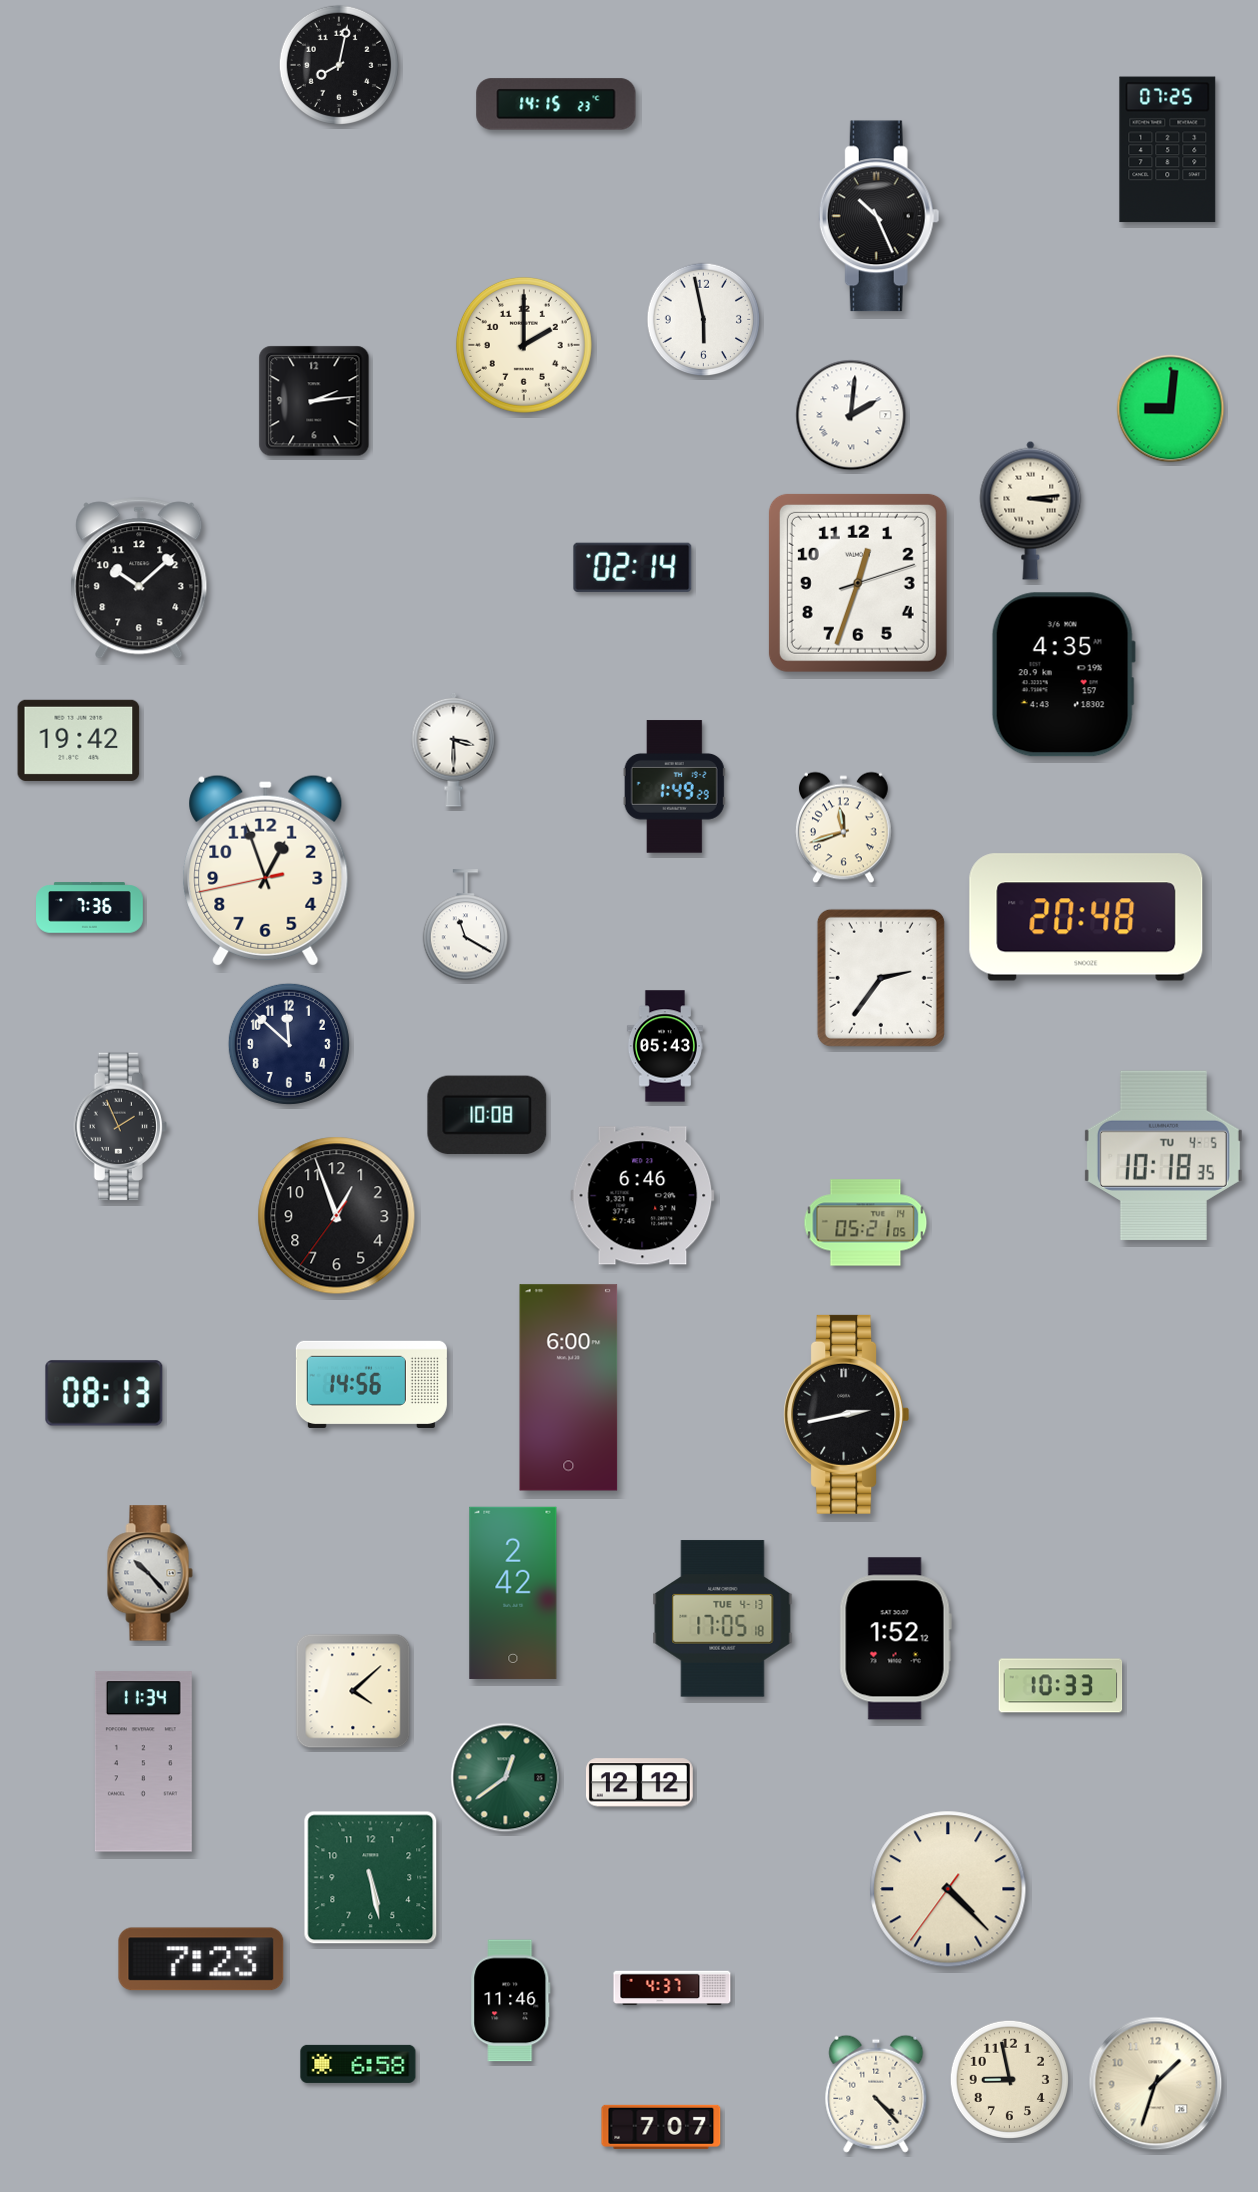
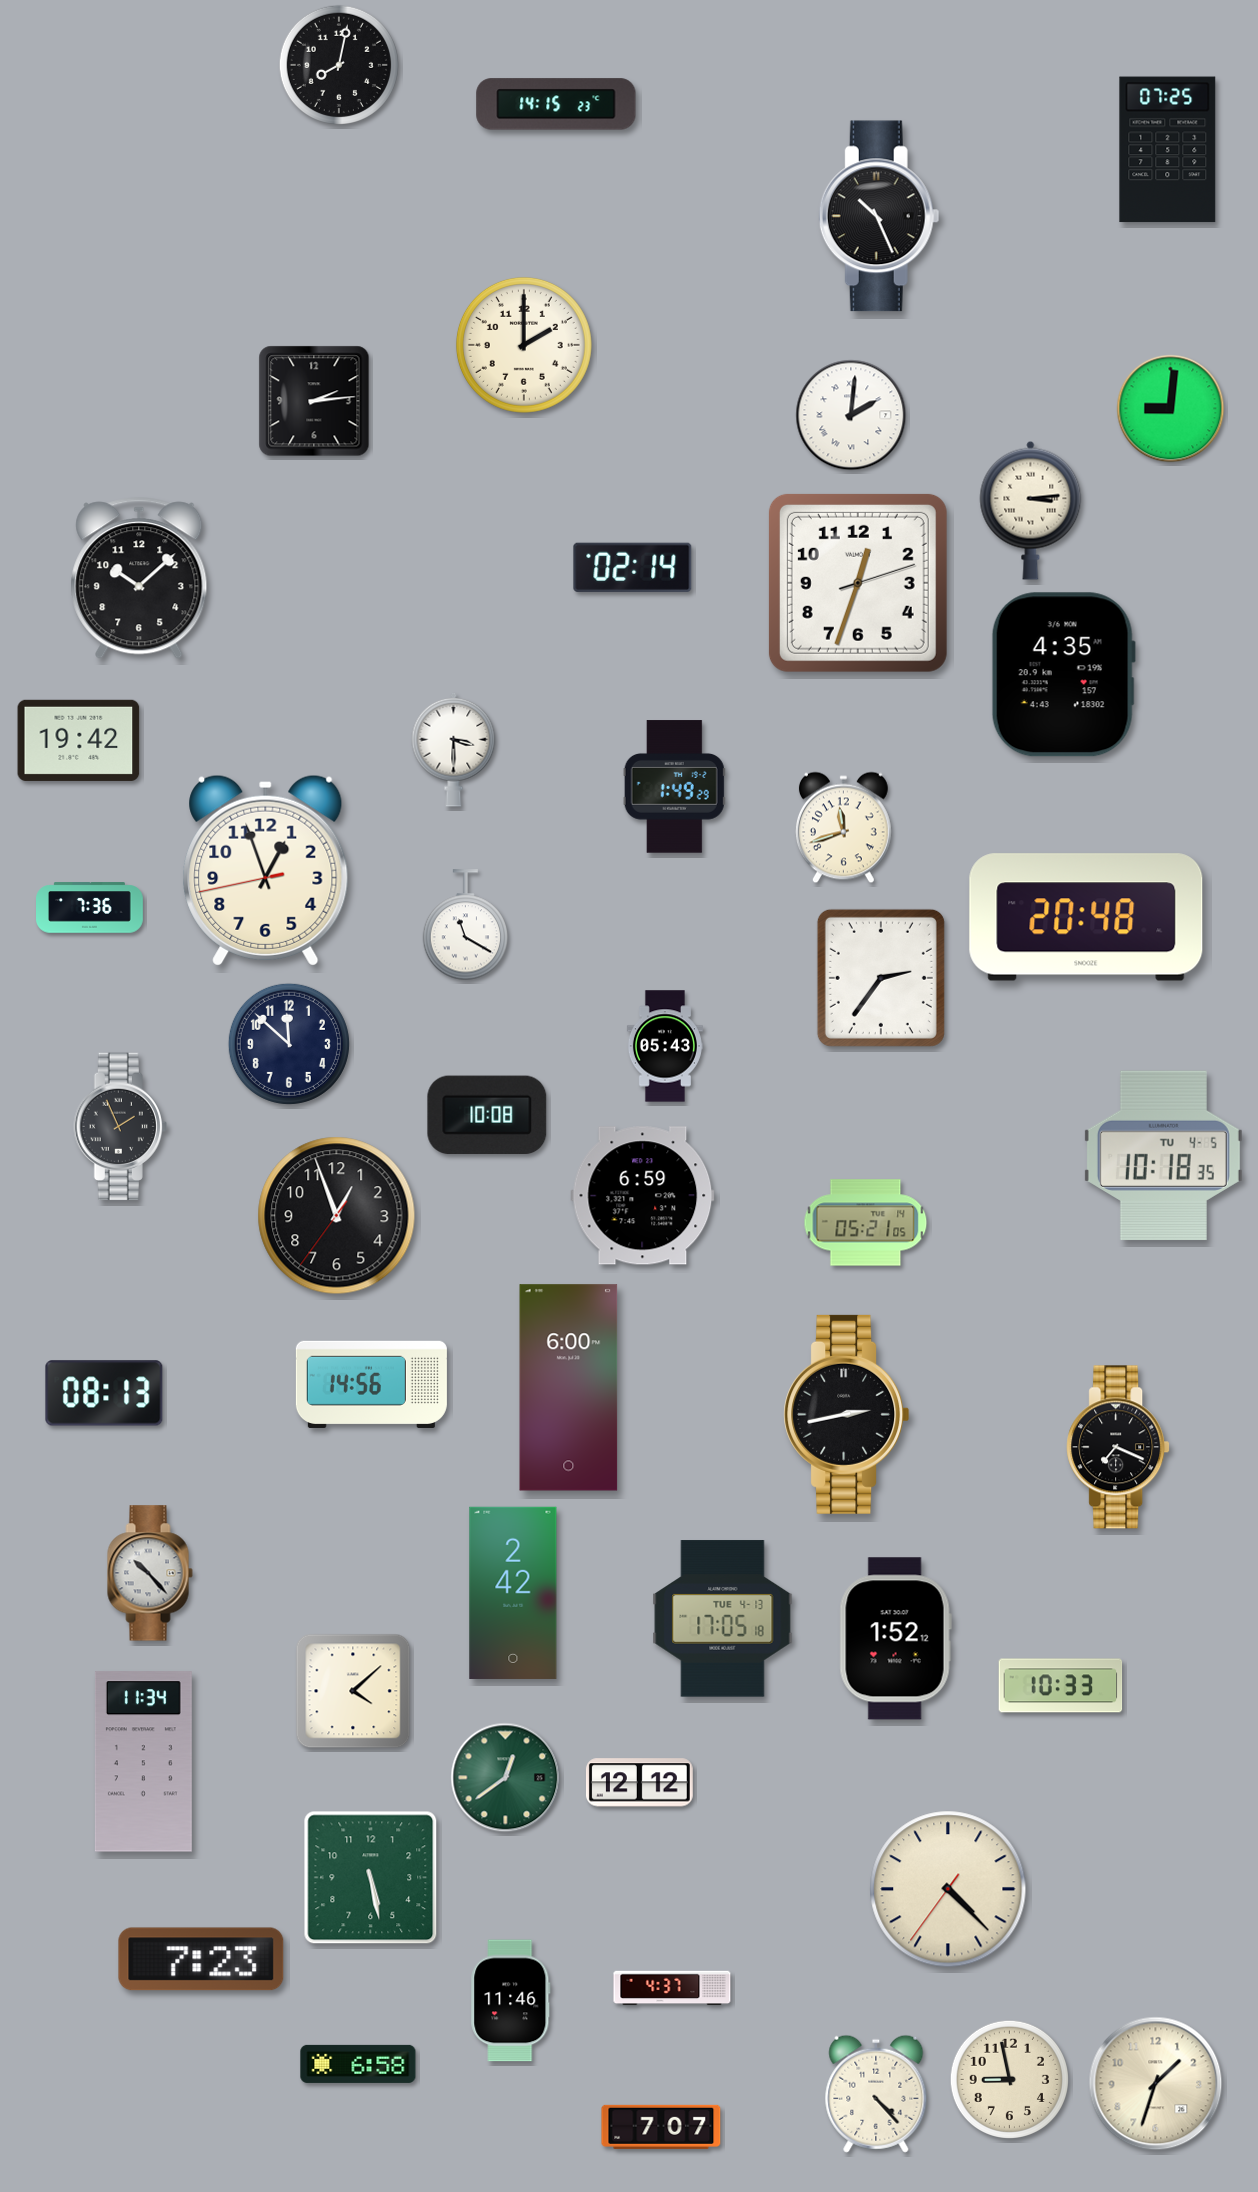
clock at (704, 320): 5:58 -> none
clock at (643, 1196): 6:46 -> 6:59
clock at (1118, 1447): none -> 7:19
